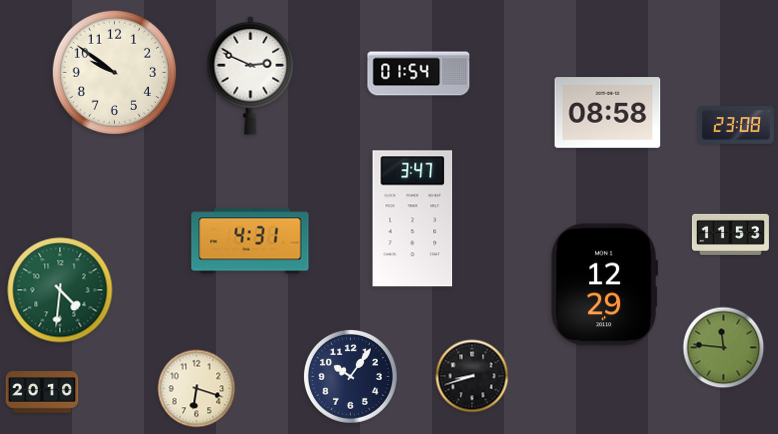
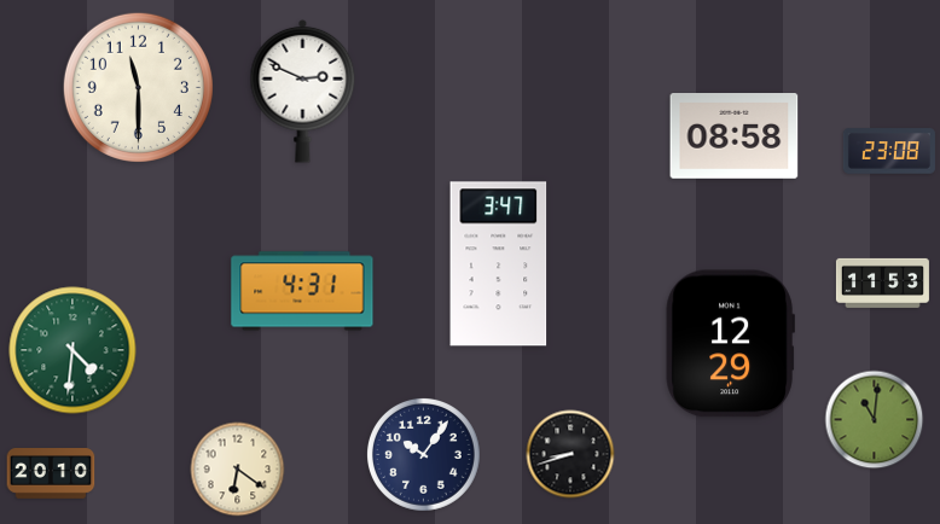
clock at (114, 72): 9:51 -> 11:30
clock at (419, 74): 01:54 -> none
clock at (724, 348): 11:46 -> 11:01
clock at (197, 389): 6:18 -> 6:21
